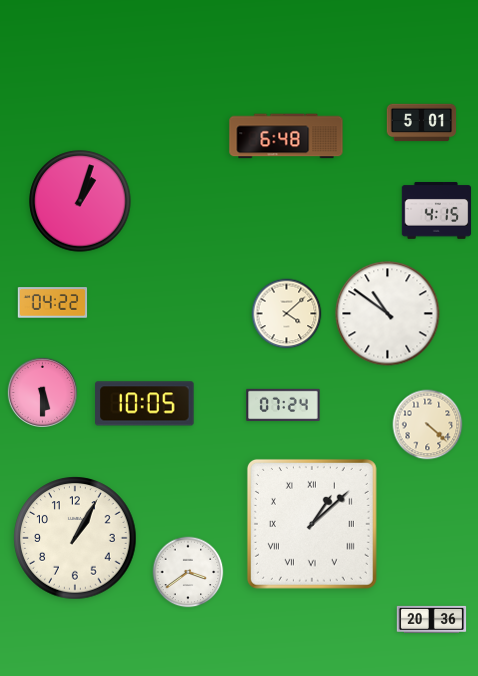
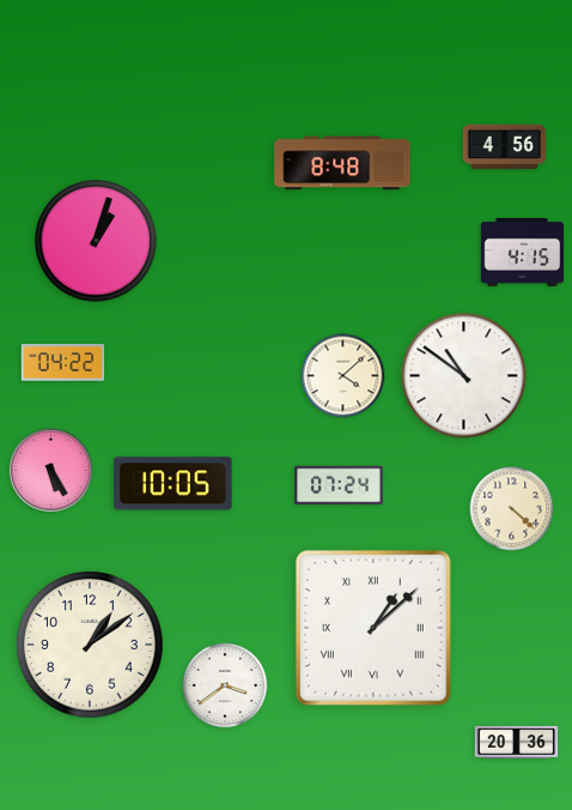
clock at (422, 123): 5:01 -> 4:56
clock at (286, 136): 6:48 -> 8:48
clock at (42, 392): 5:30 -> 5:25
clock at (75, 538): 1:05 -> 1:09
